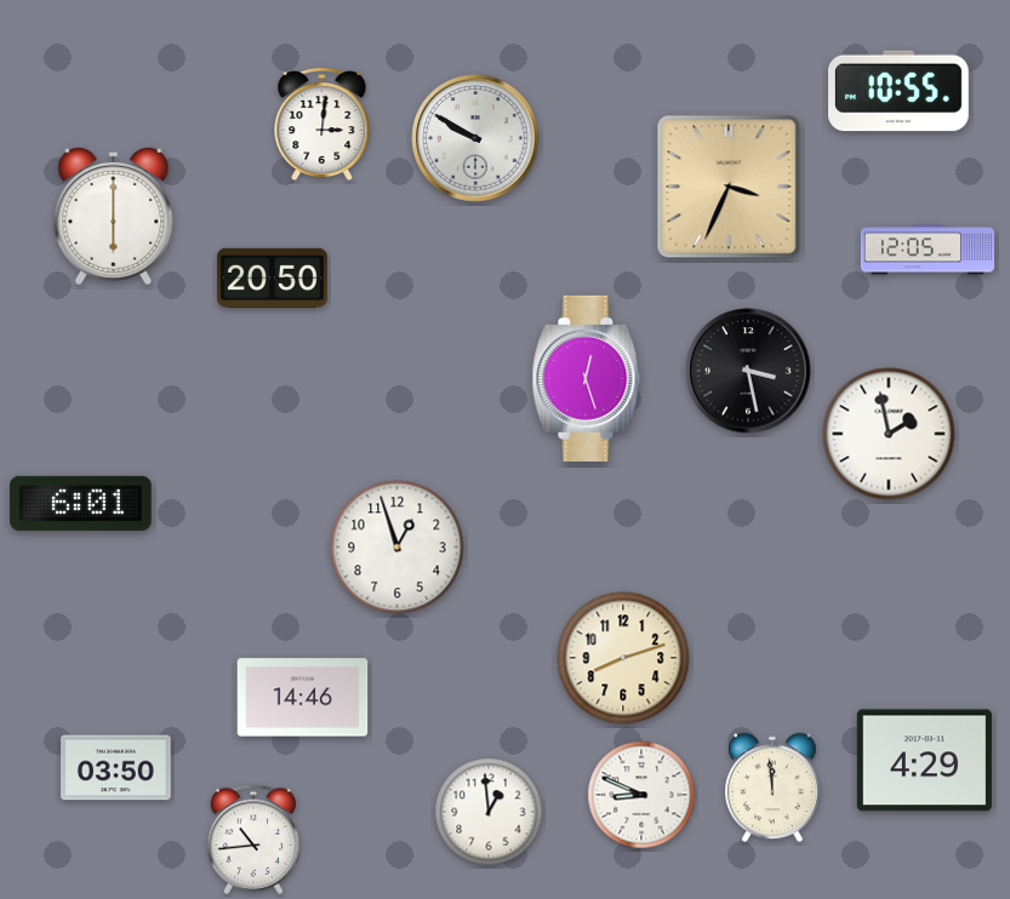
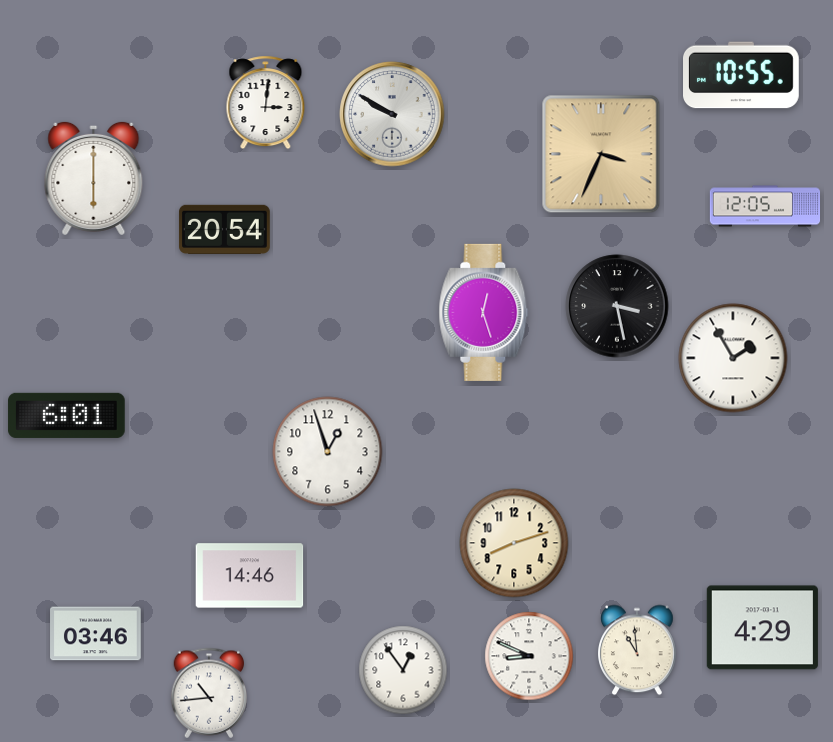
clock at (273, 277): 20:50 -> 20:54
clock at (889, 434): 1:58 -> 1:55
clock at (116, 768): 03:50 -> 03:46
clock at (774, 788): 11:59 -> 10:59
clock at (489, 812): 12:59 -> 12:54
